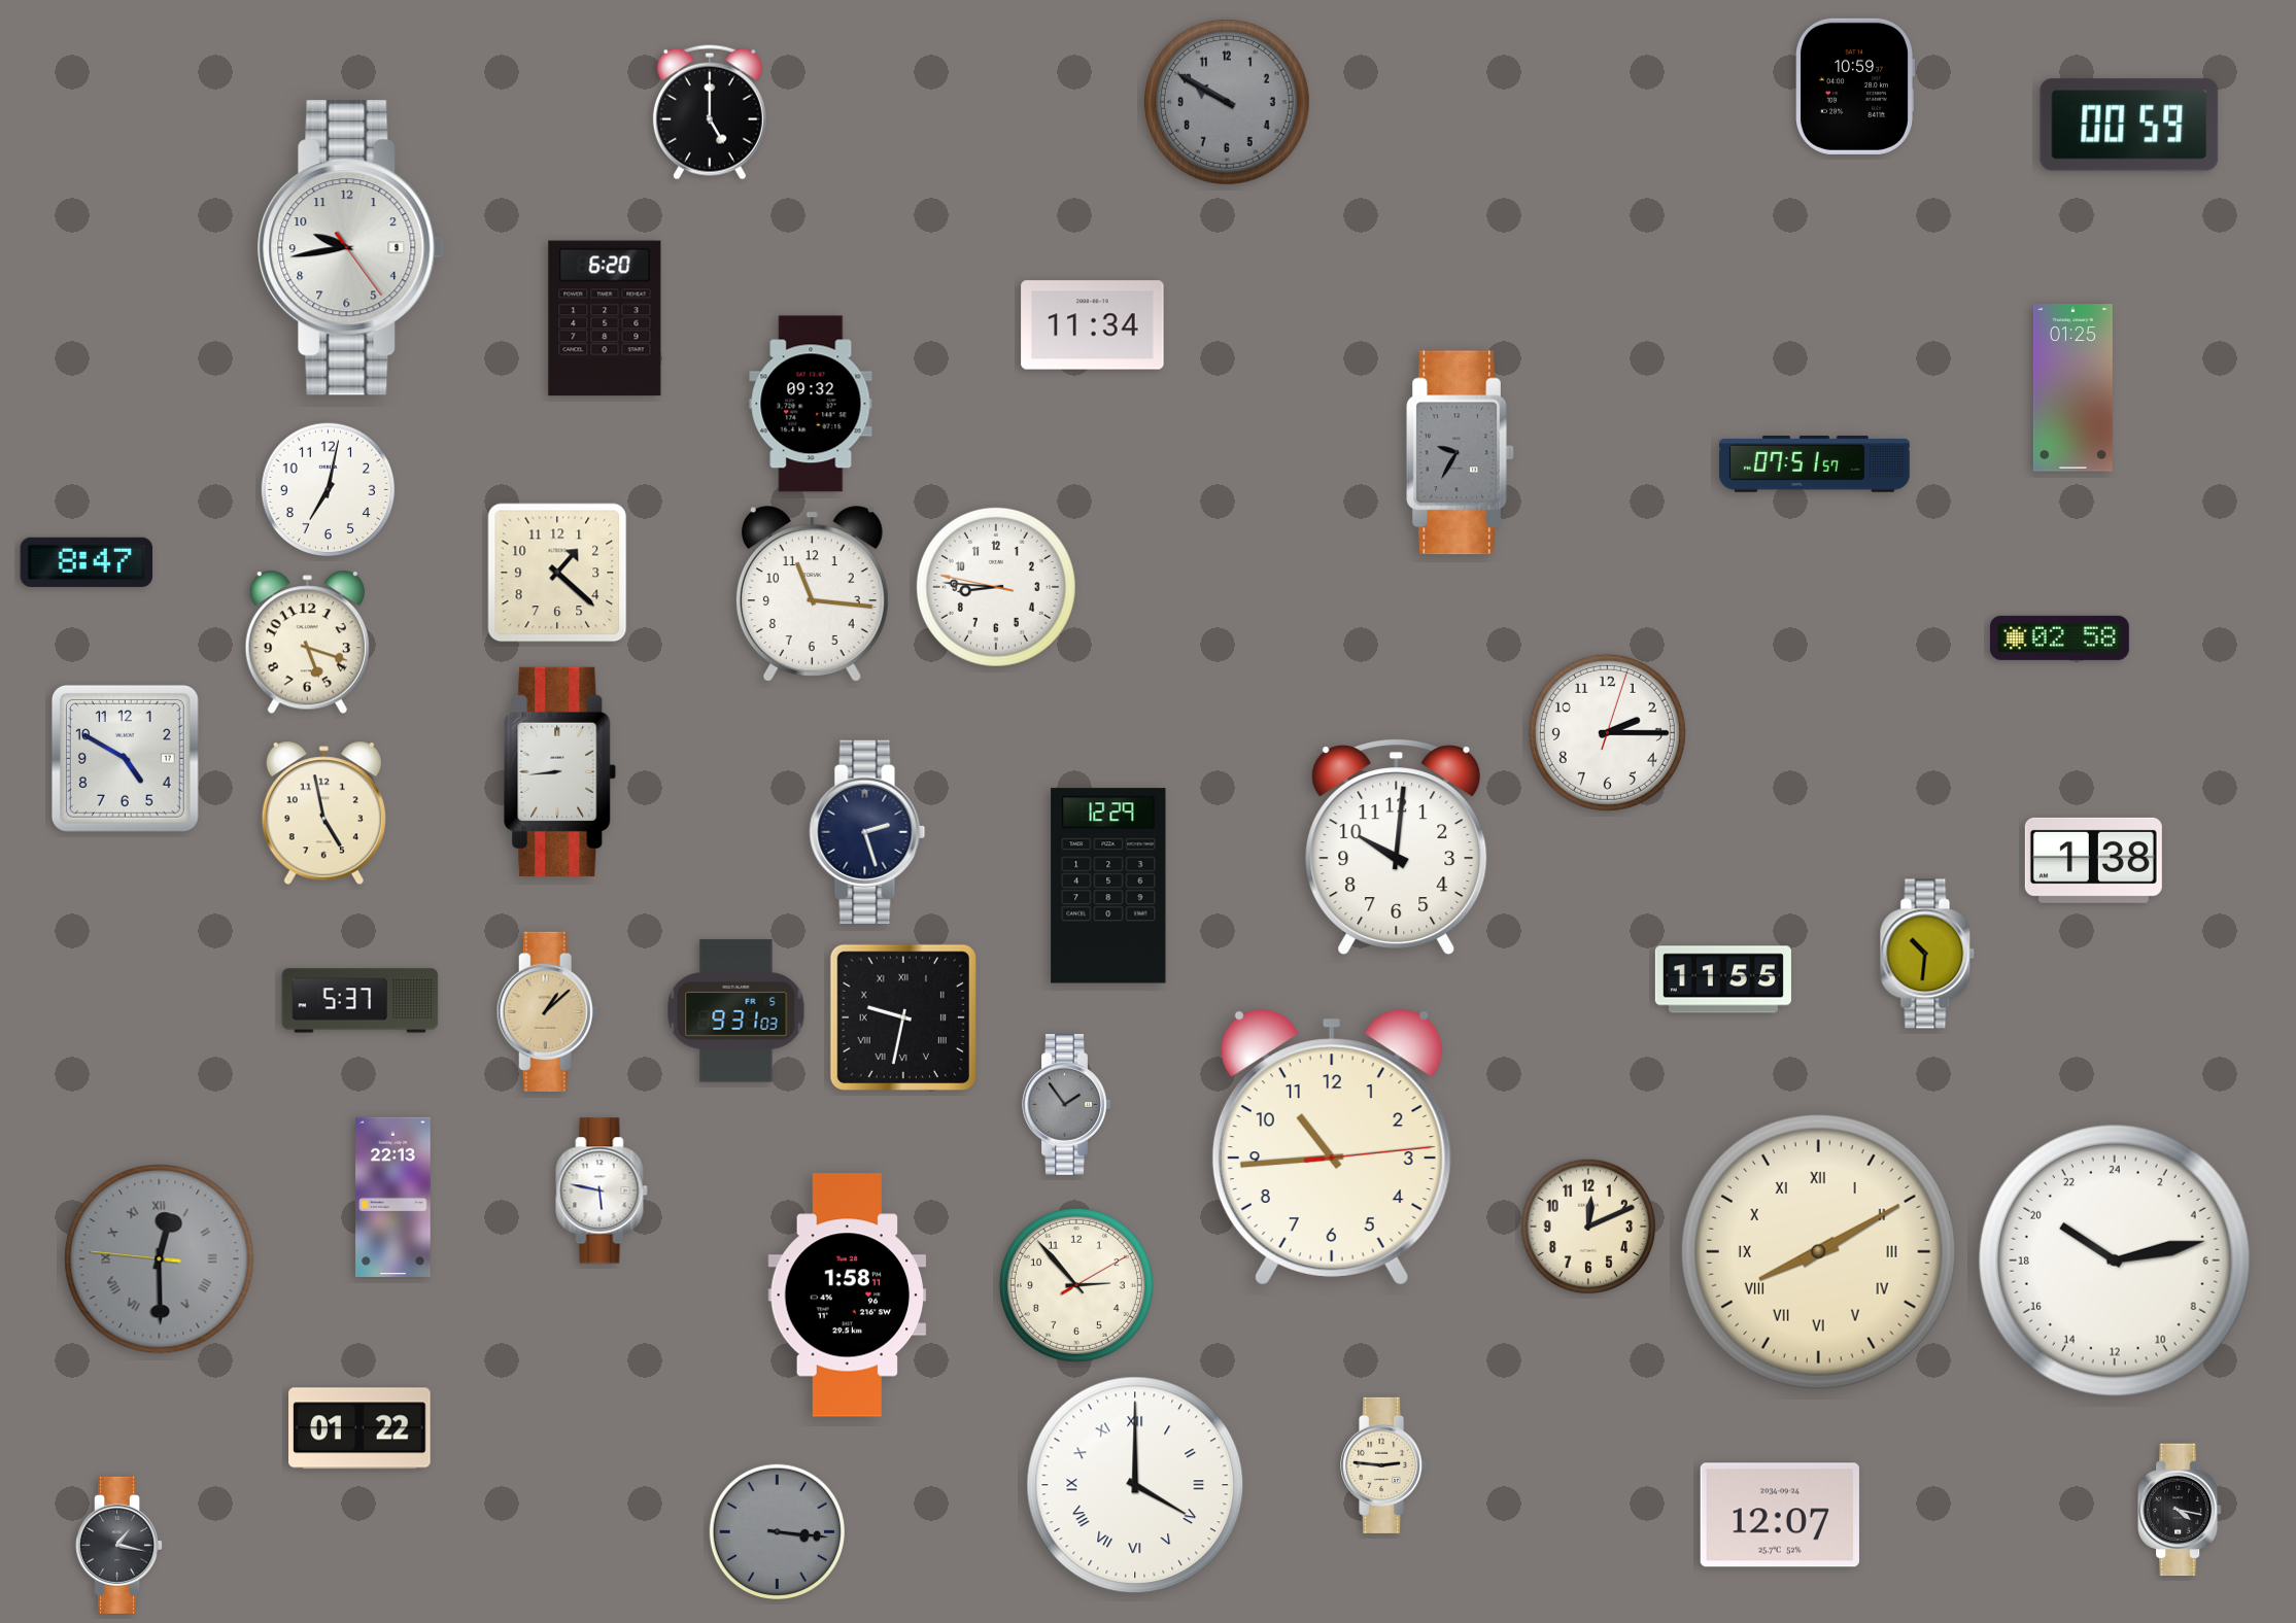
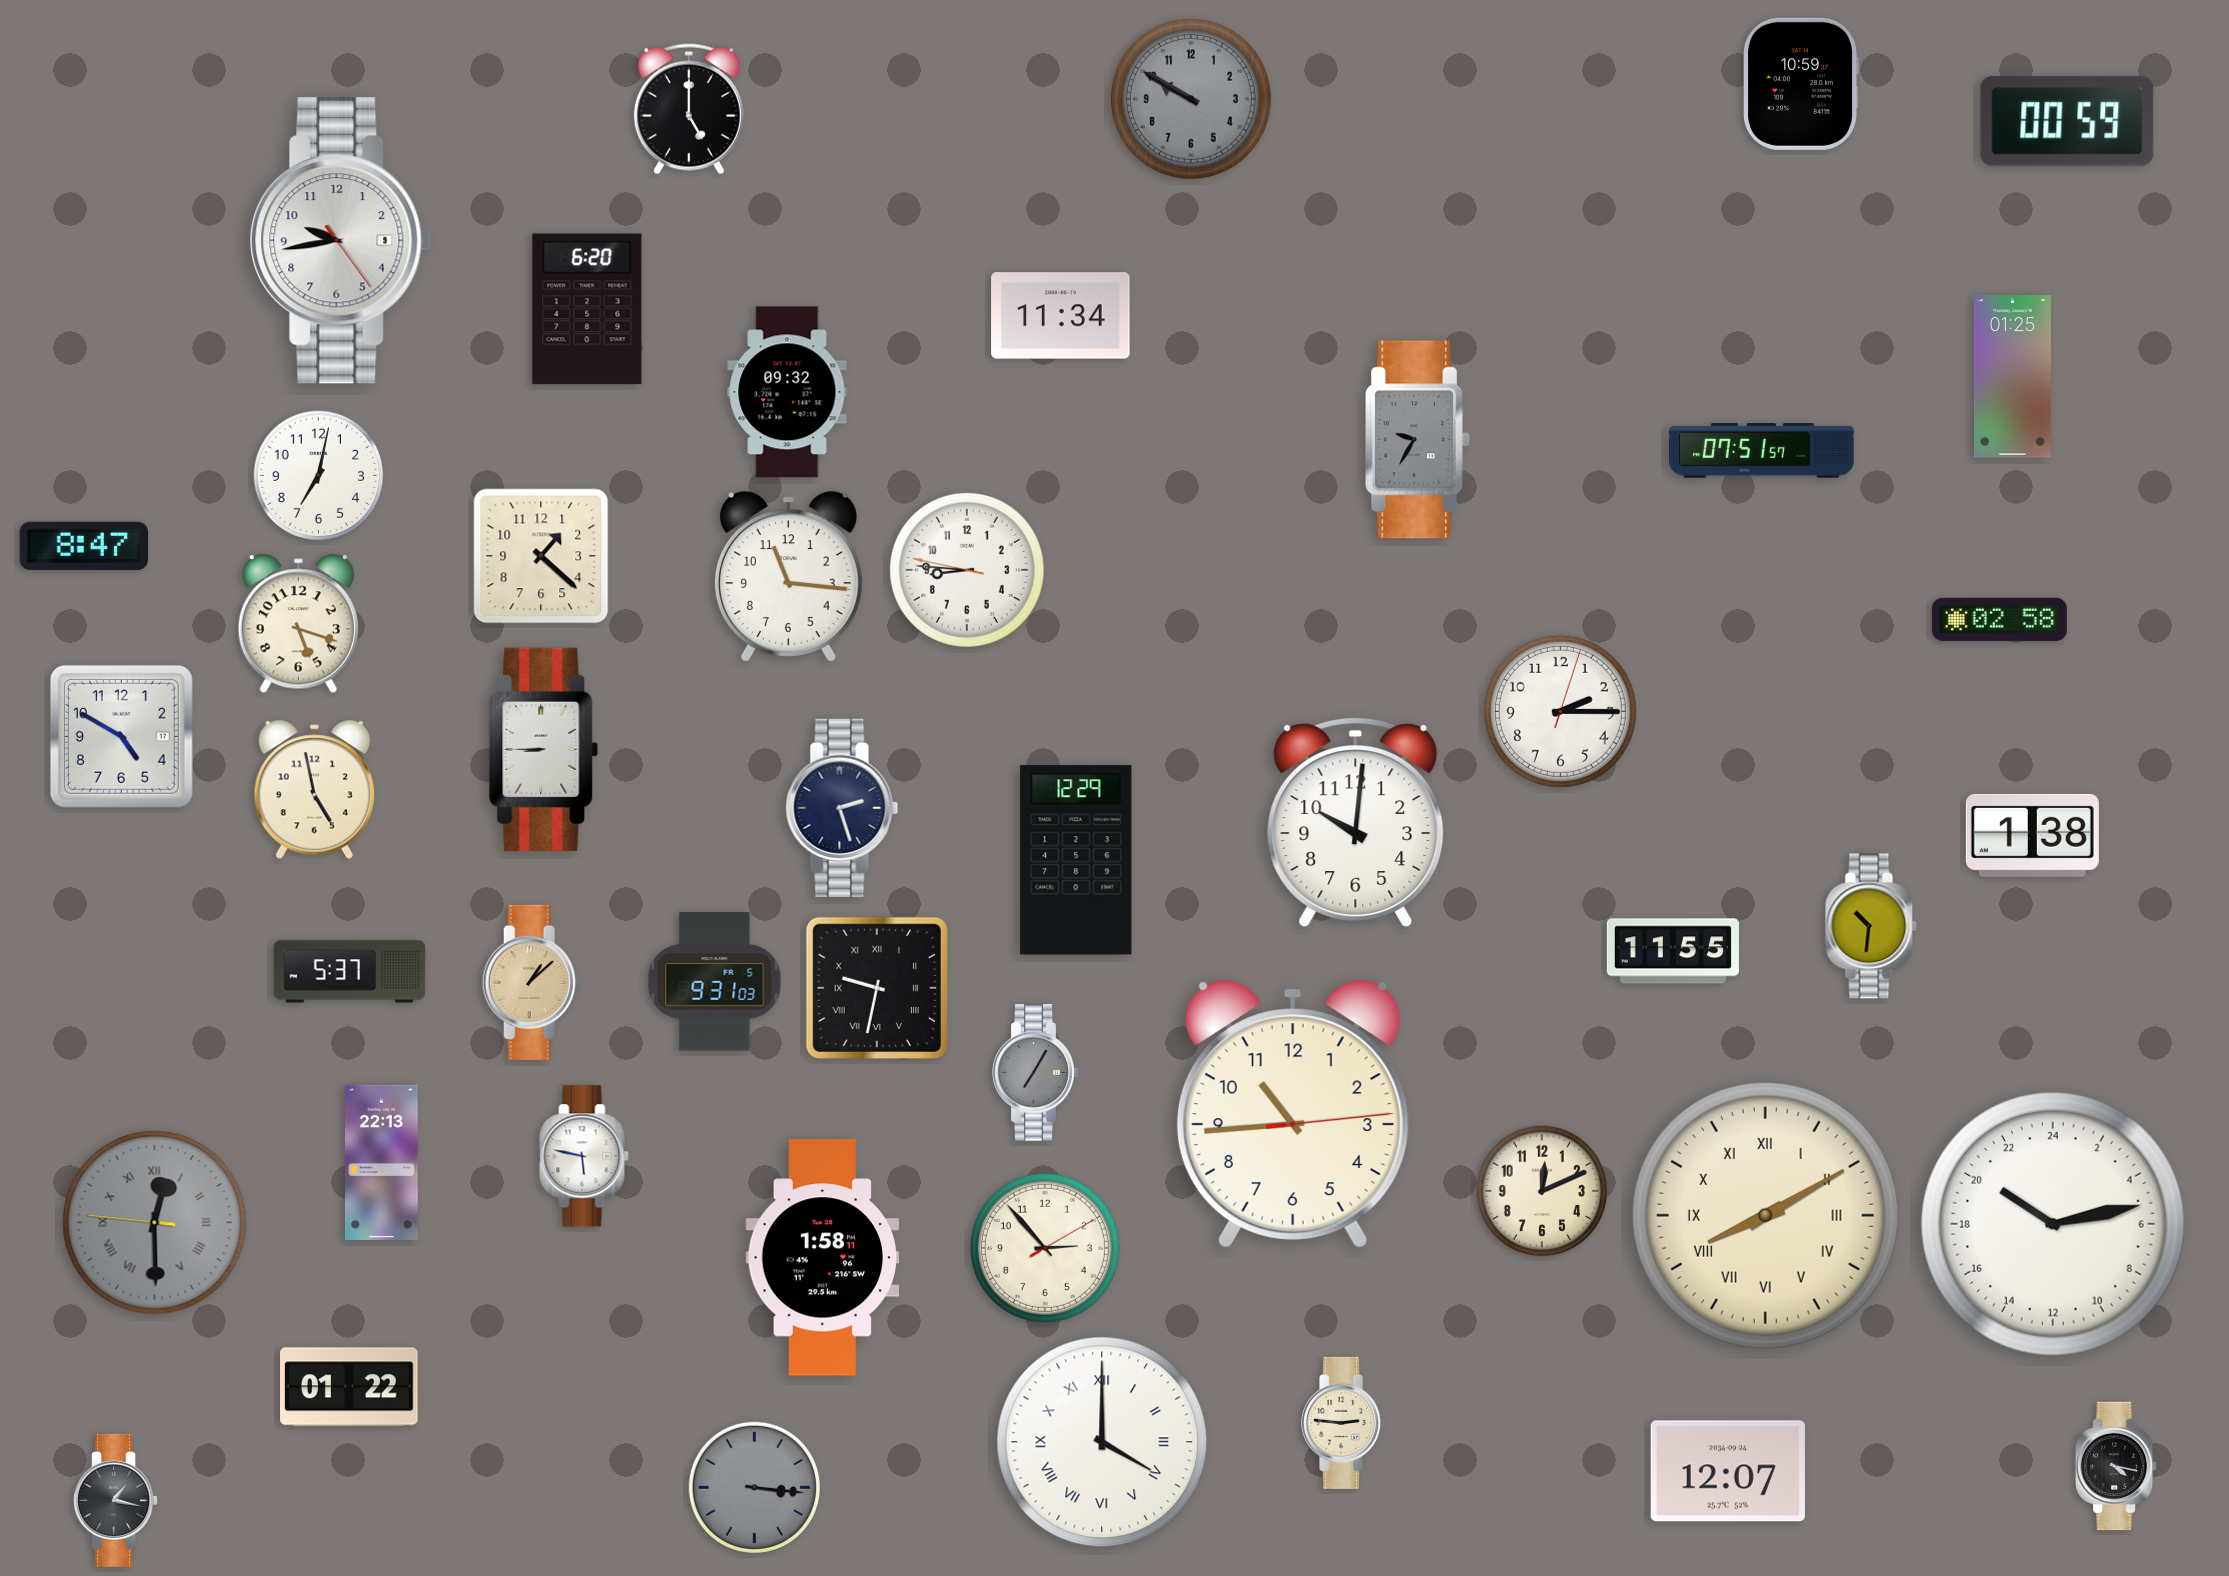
clock at (560, 771): 8:44 -> 8:45
clock at (1067, 1105): 1:54 -> 7:05
